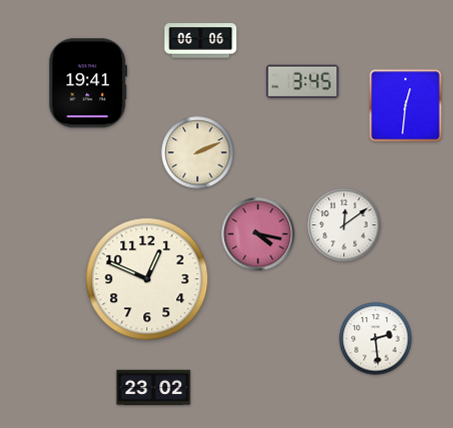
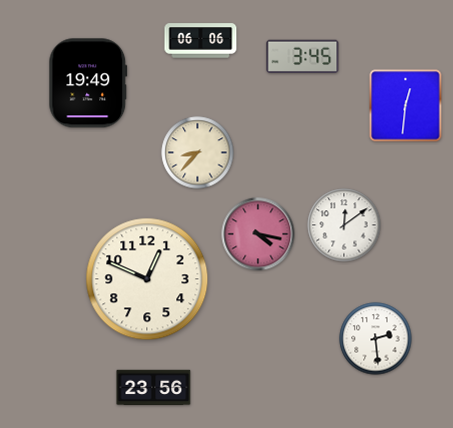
clock at (303, 82) position: (303, 82) -> (303, 57)
clock at (88, 83): 19:41 -> 19:49
clock at (198, 153): 2:11 -> 8:37
clock at (154, 388): 23:02 -> 23:56
